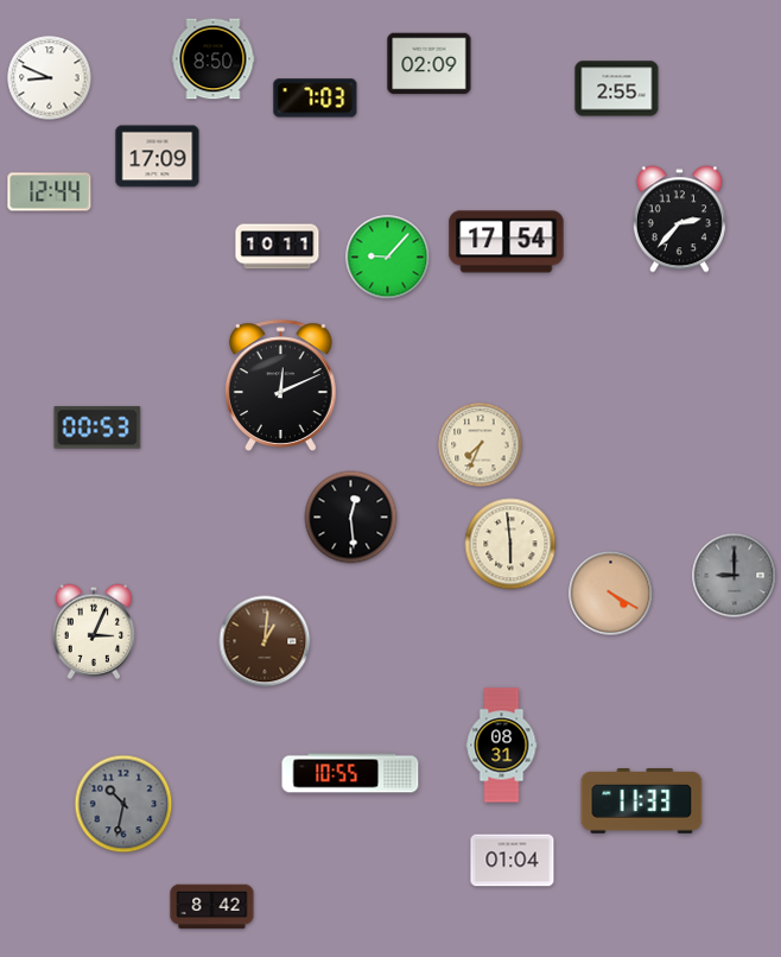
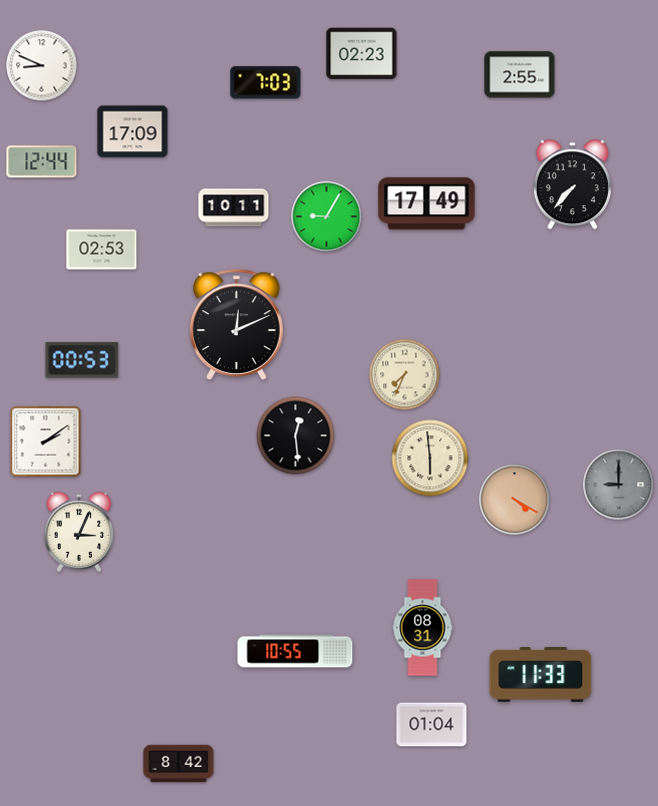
clock at (214, 59): 8:50 -> none
clock at (430, 64): 02:09 -> 02:23
clock at (679, 220): 2:37 -> 7:37
clock at (507, 242): 17:54 -> 17:49
clock at (388, 258): 9:07 -> 9:05
clock at (102, 250): none -> 02:53
clock at (46, 442): none -> 2:09
clock at (265, 641): 1:01 -> none
clock at (123, 804): 10:32 -> none
